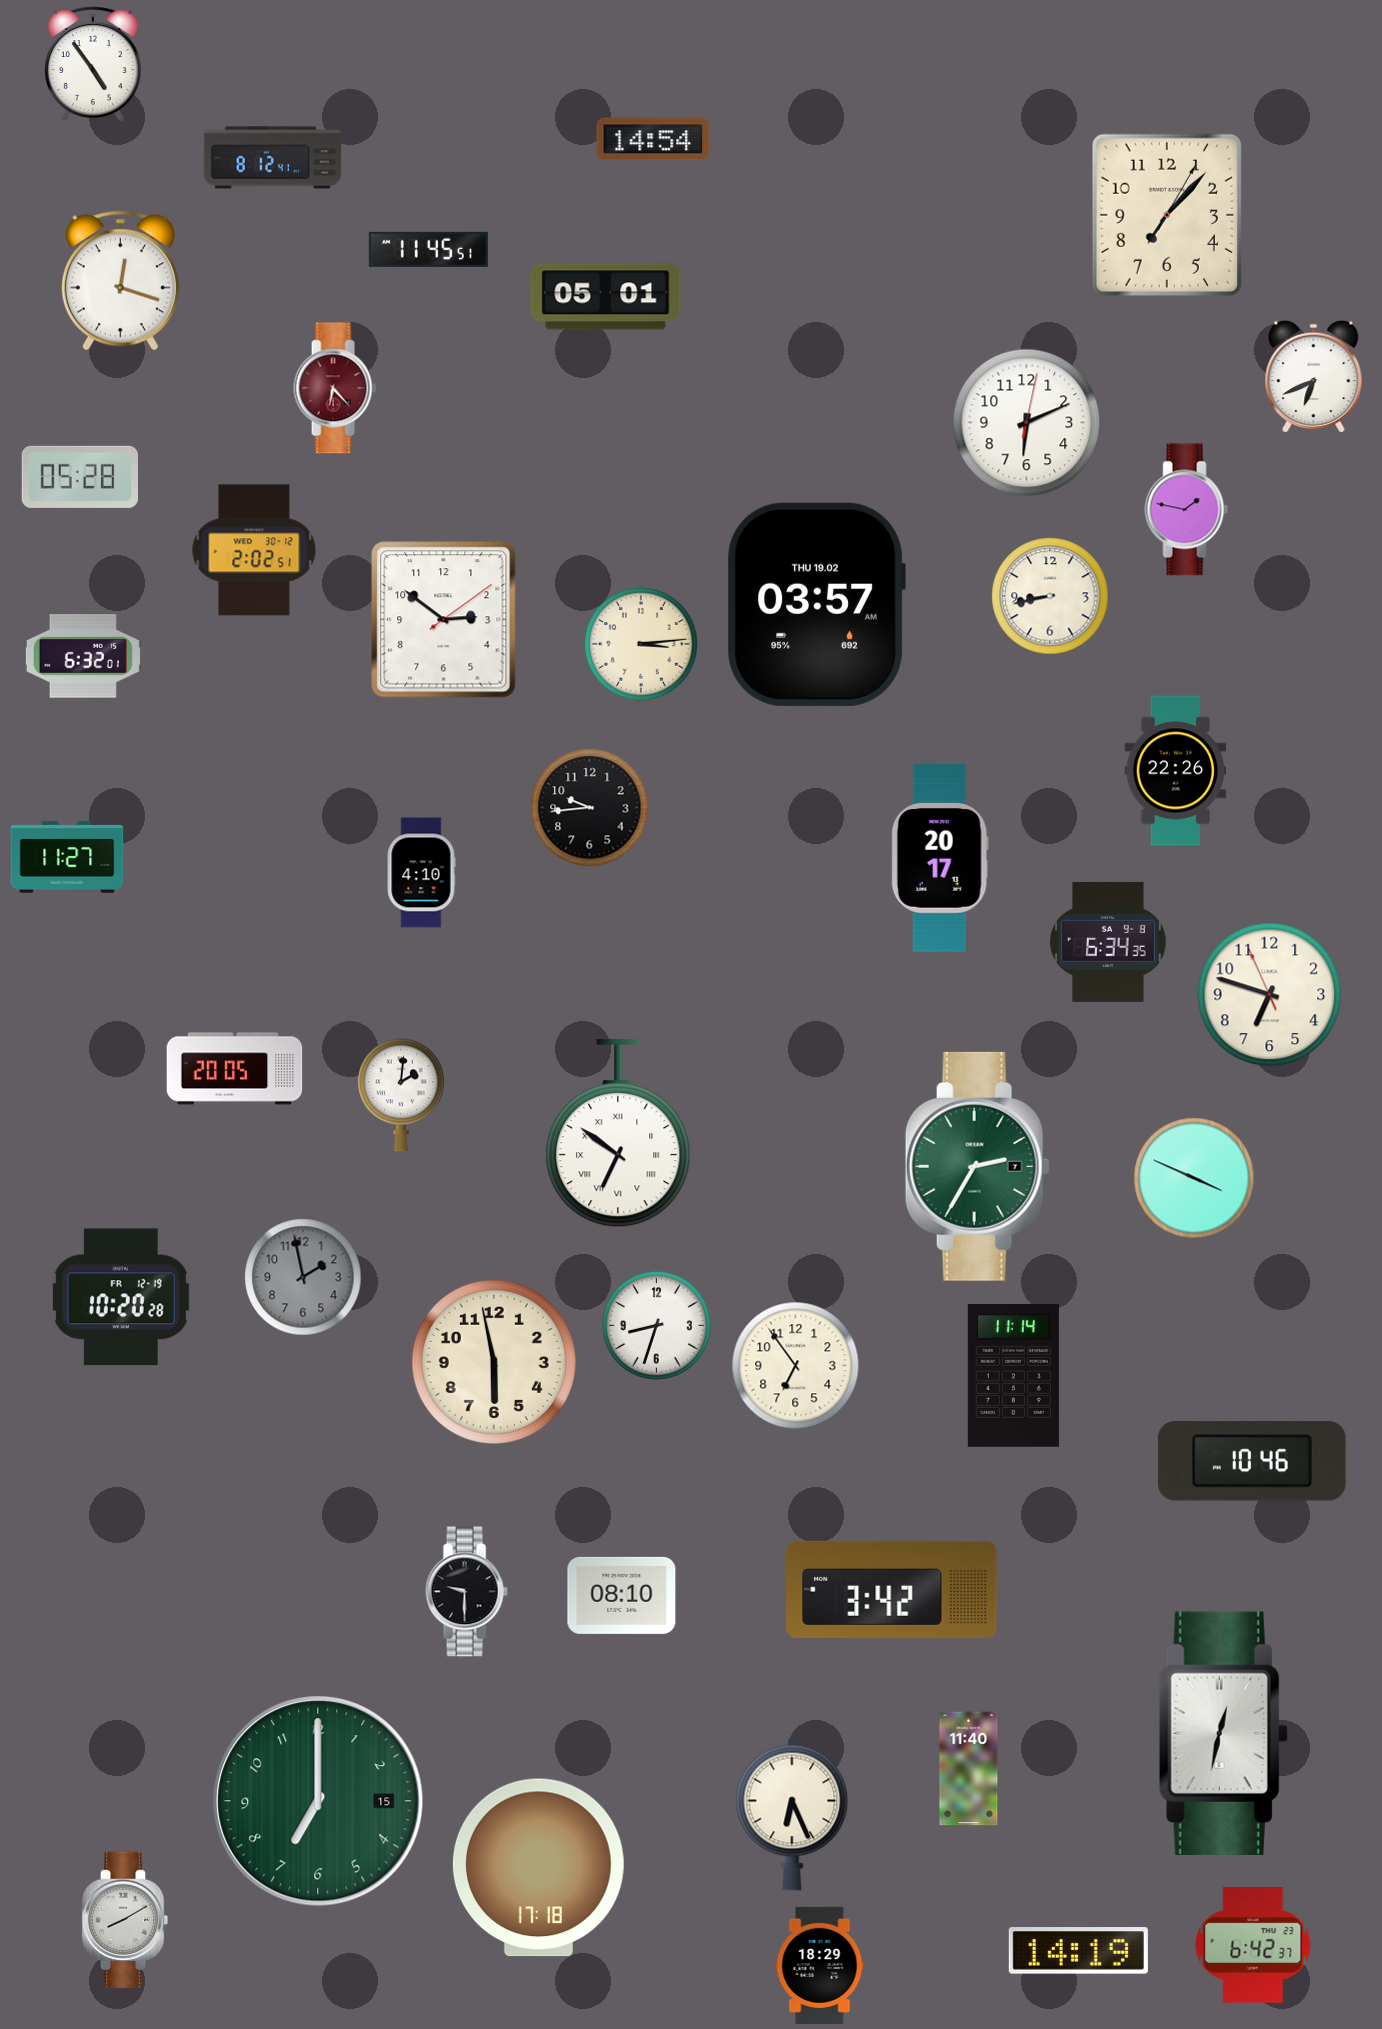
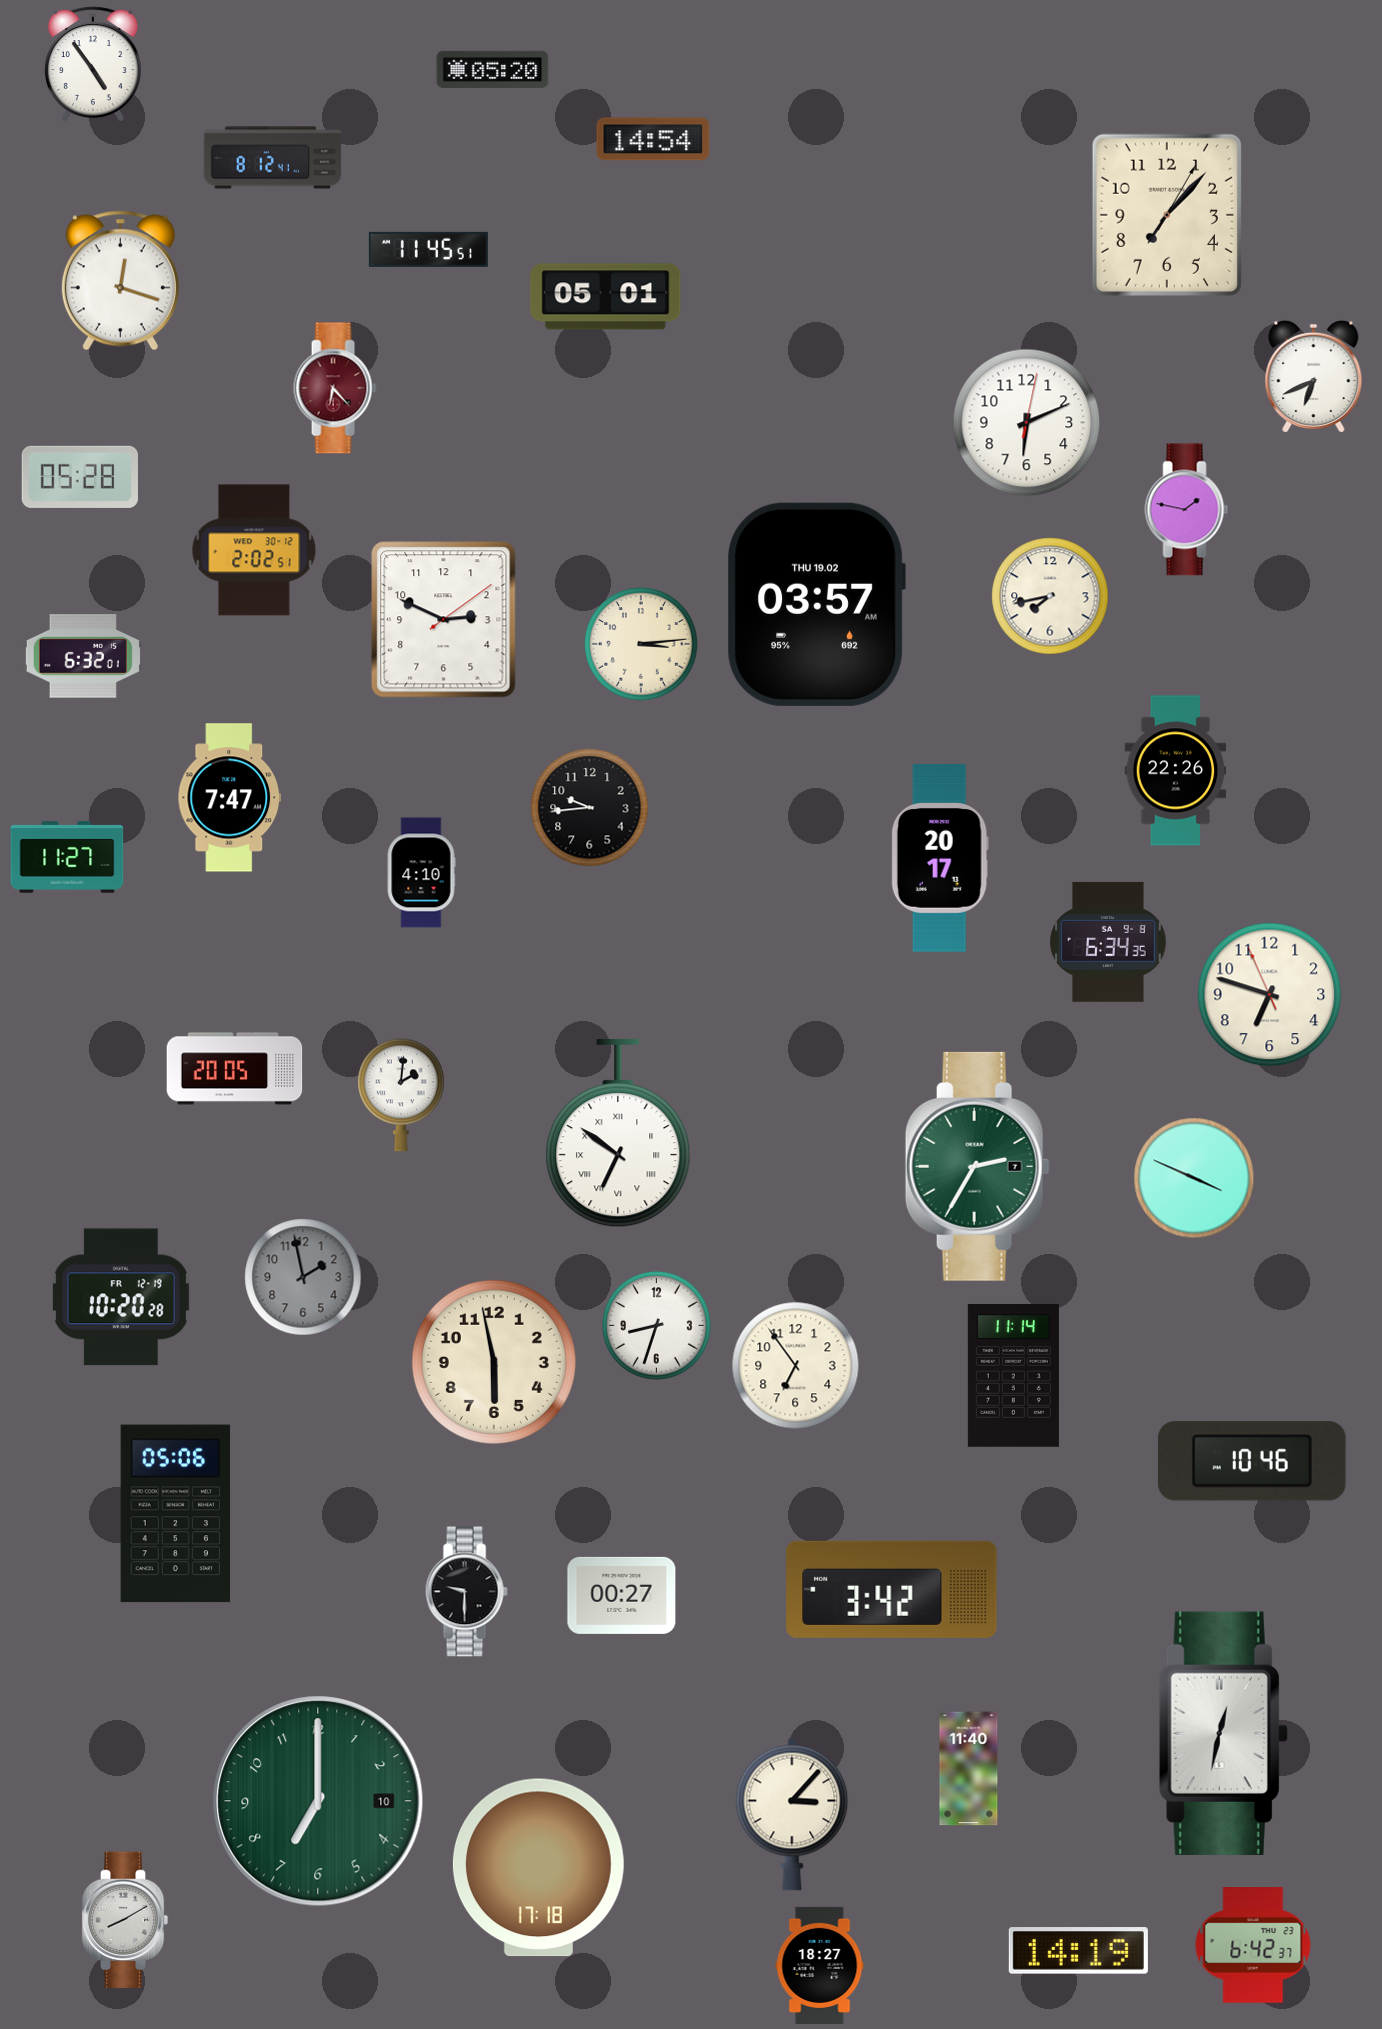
clock at (493, 69): none -> 05:20
clock at (1050, 596): 8:43 -> 7:43
clock at (444, 620): 2:51 -> 2:49
clock at (230, 798): none -> 7:47
clock at (176, 1514): none -> 05:06
clock at (622, 1595): 08:10 -> 00:27
clock at (318, 1801) date: 15 -> 10
clock at (792, 1814): 6:26 -> 3:07
clock at (820, 1965): 18:29 -> 18:27
